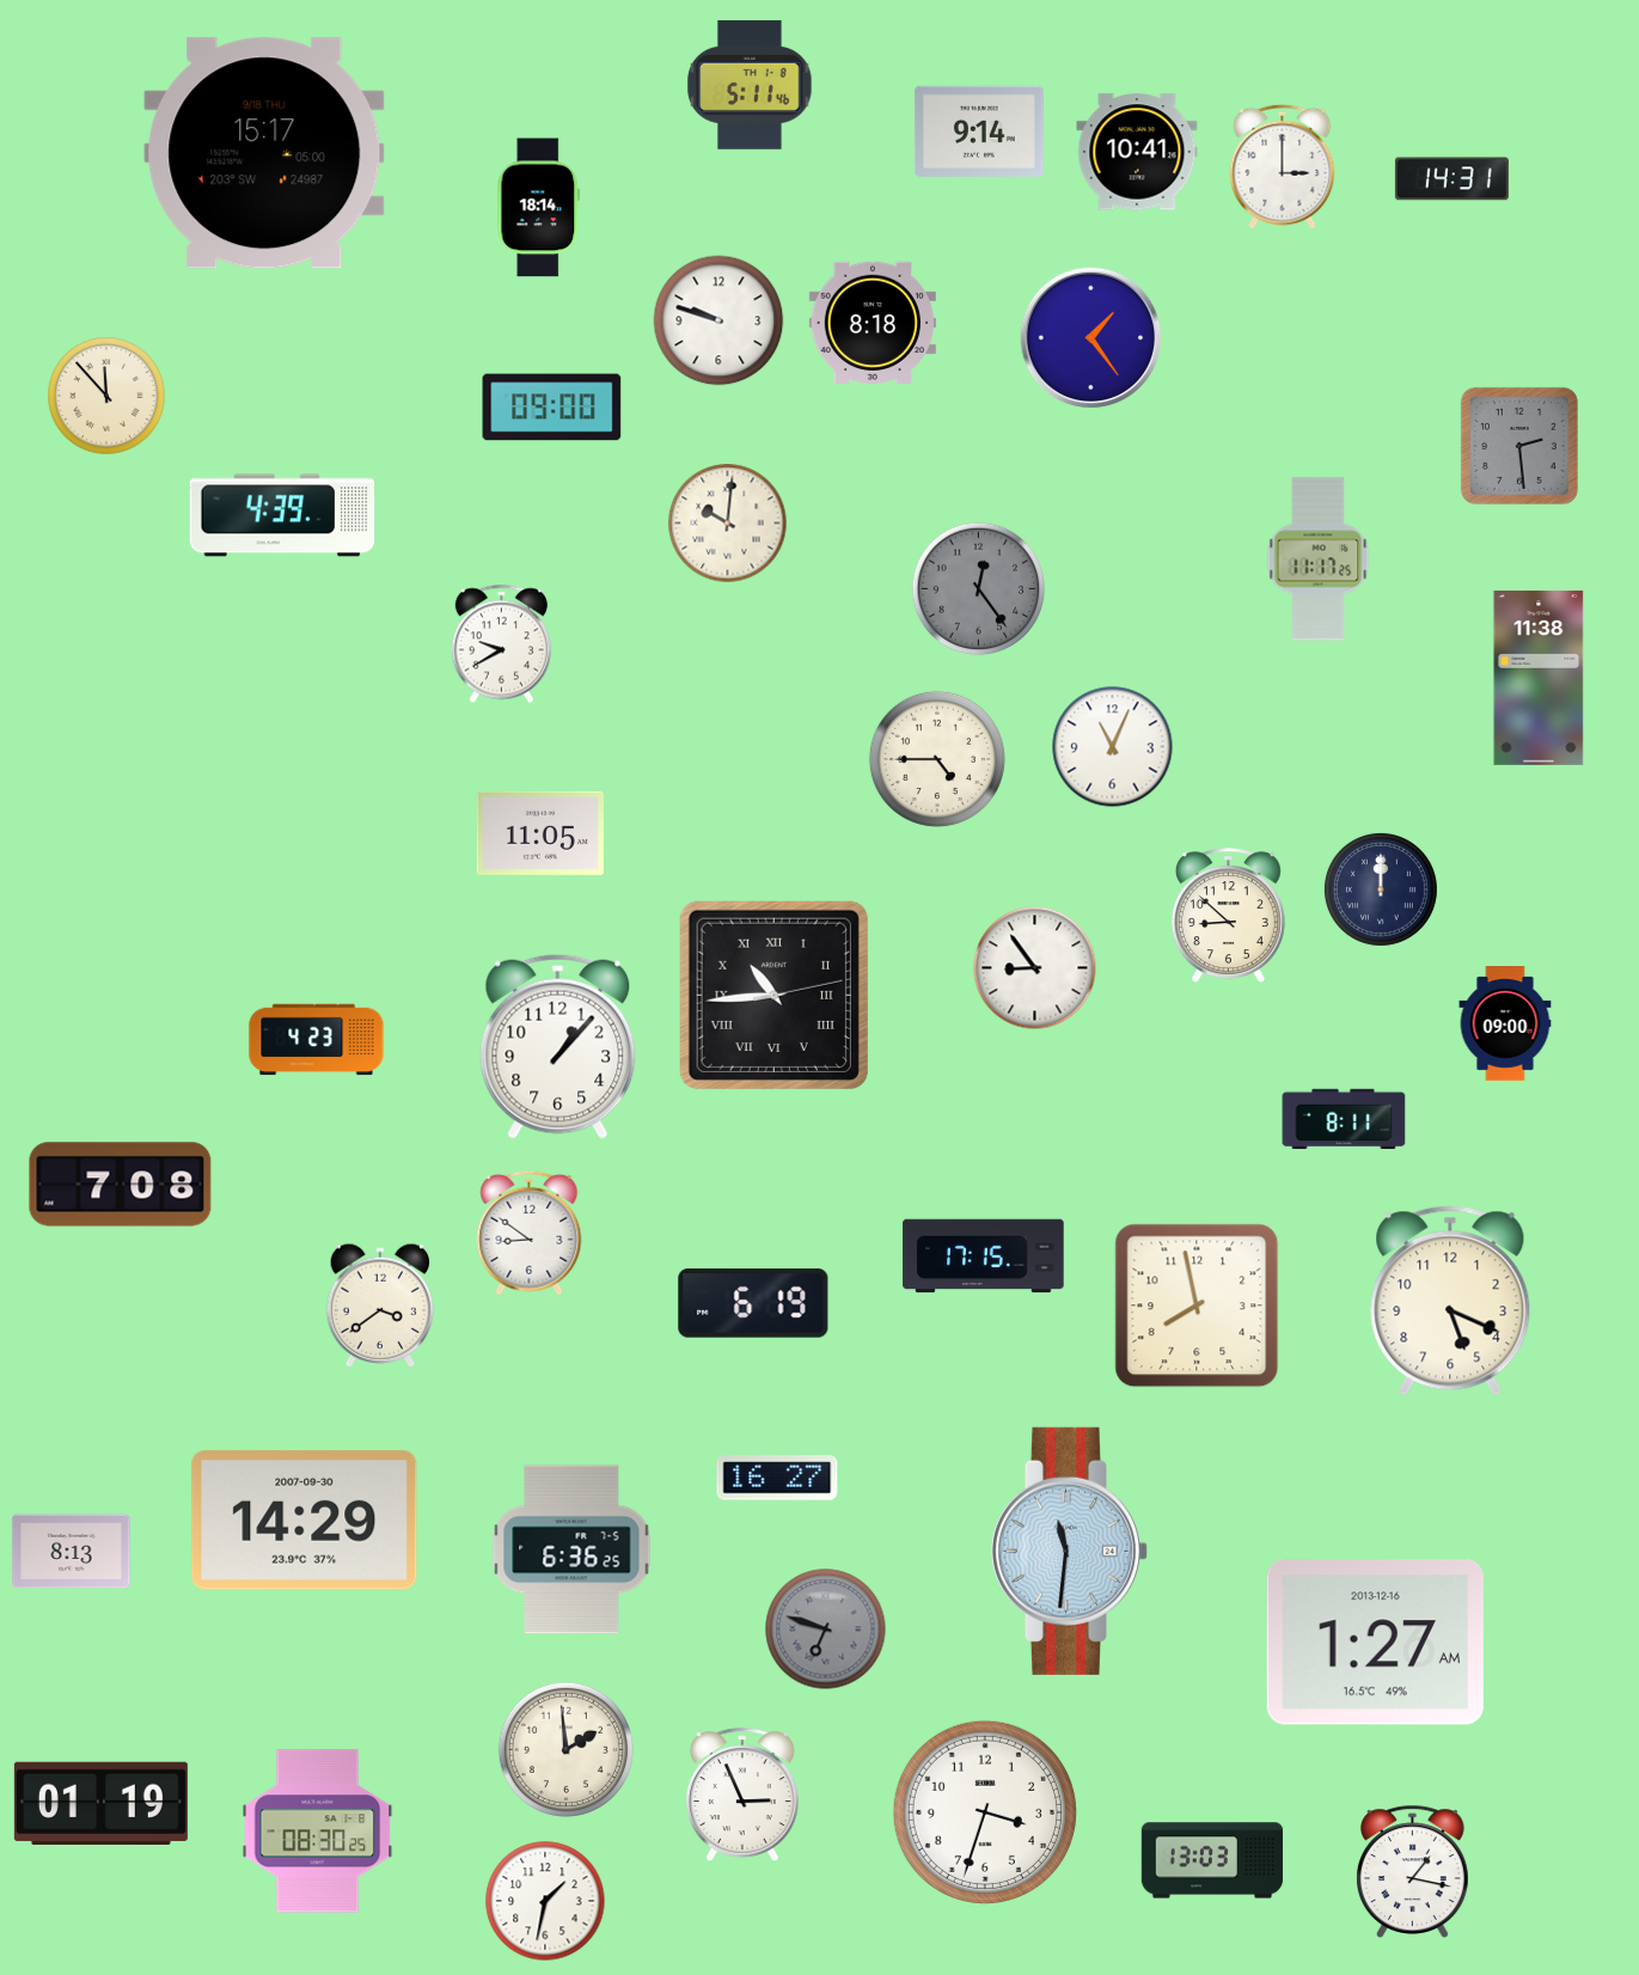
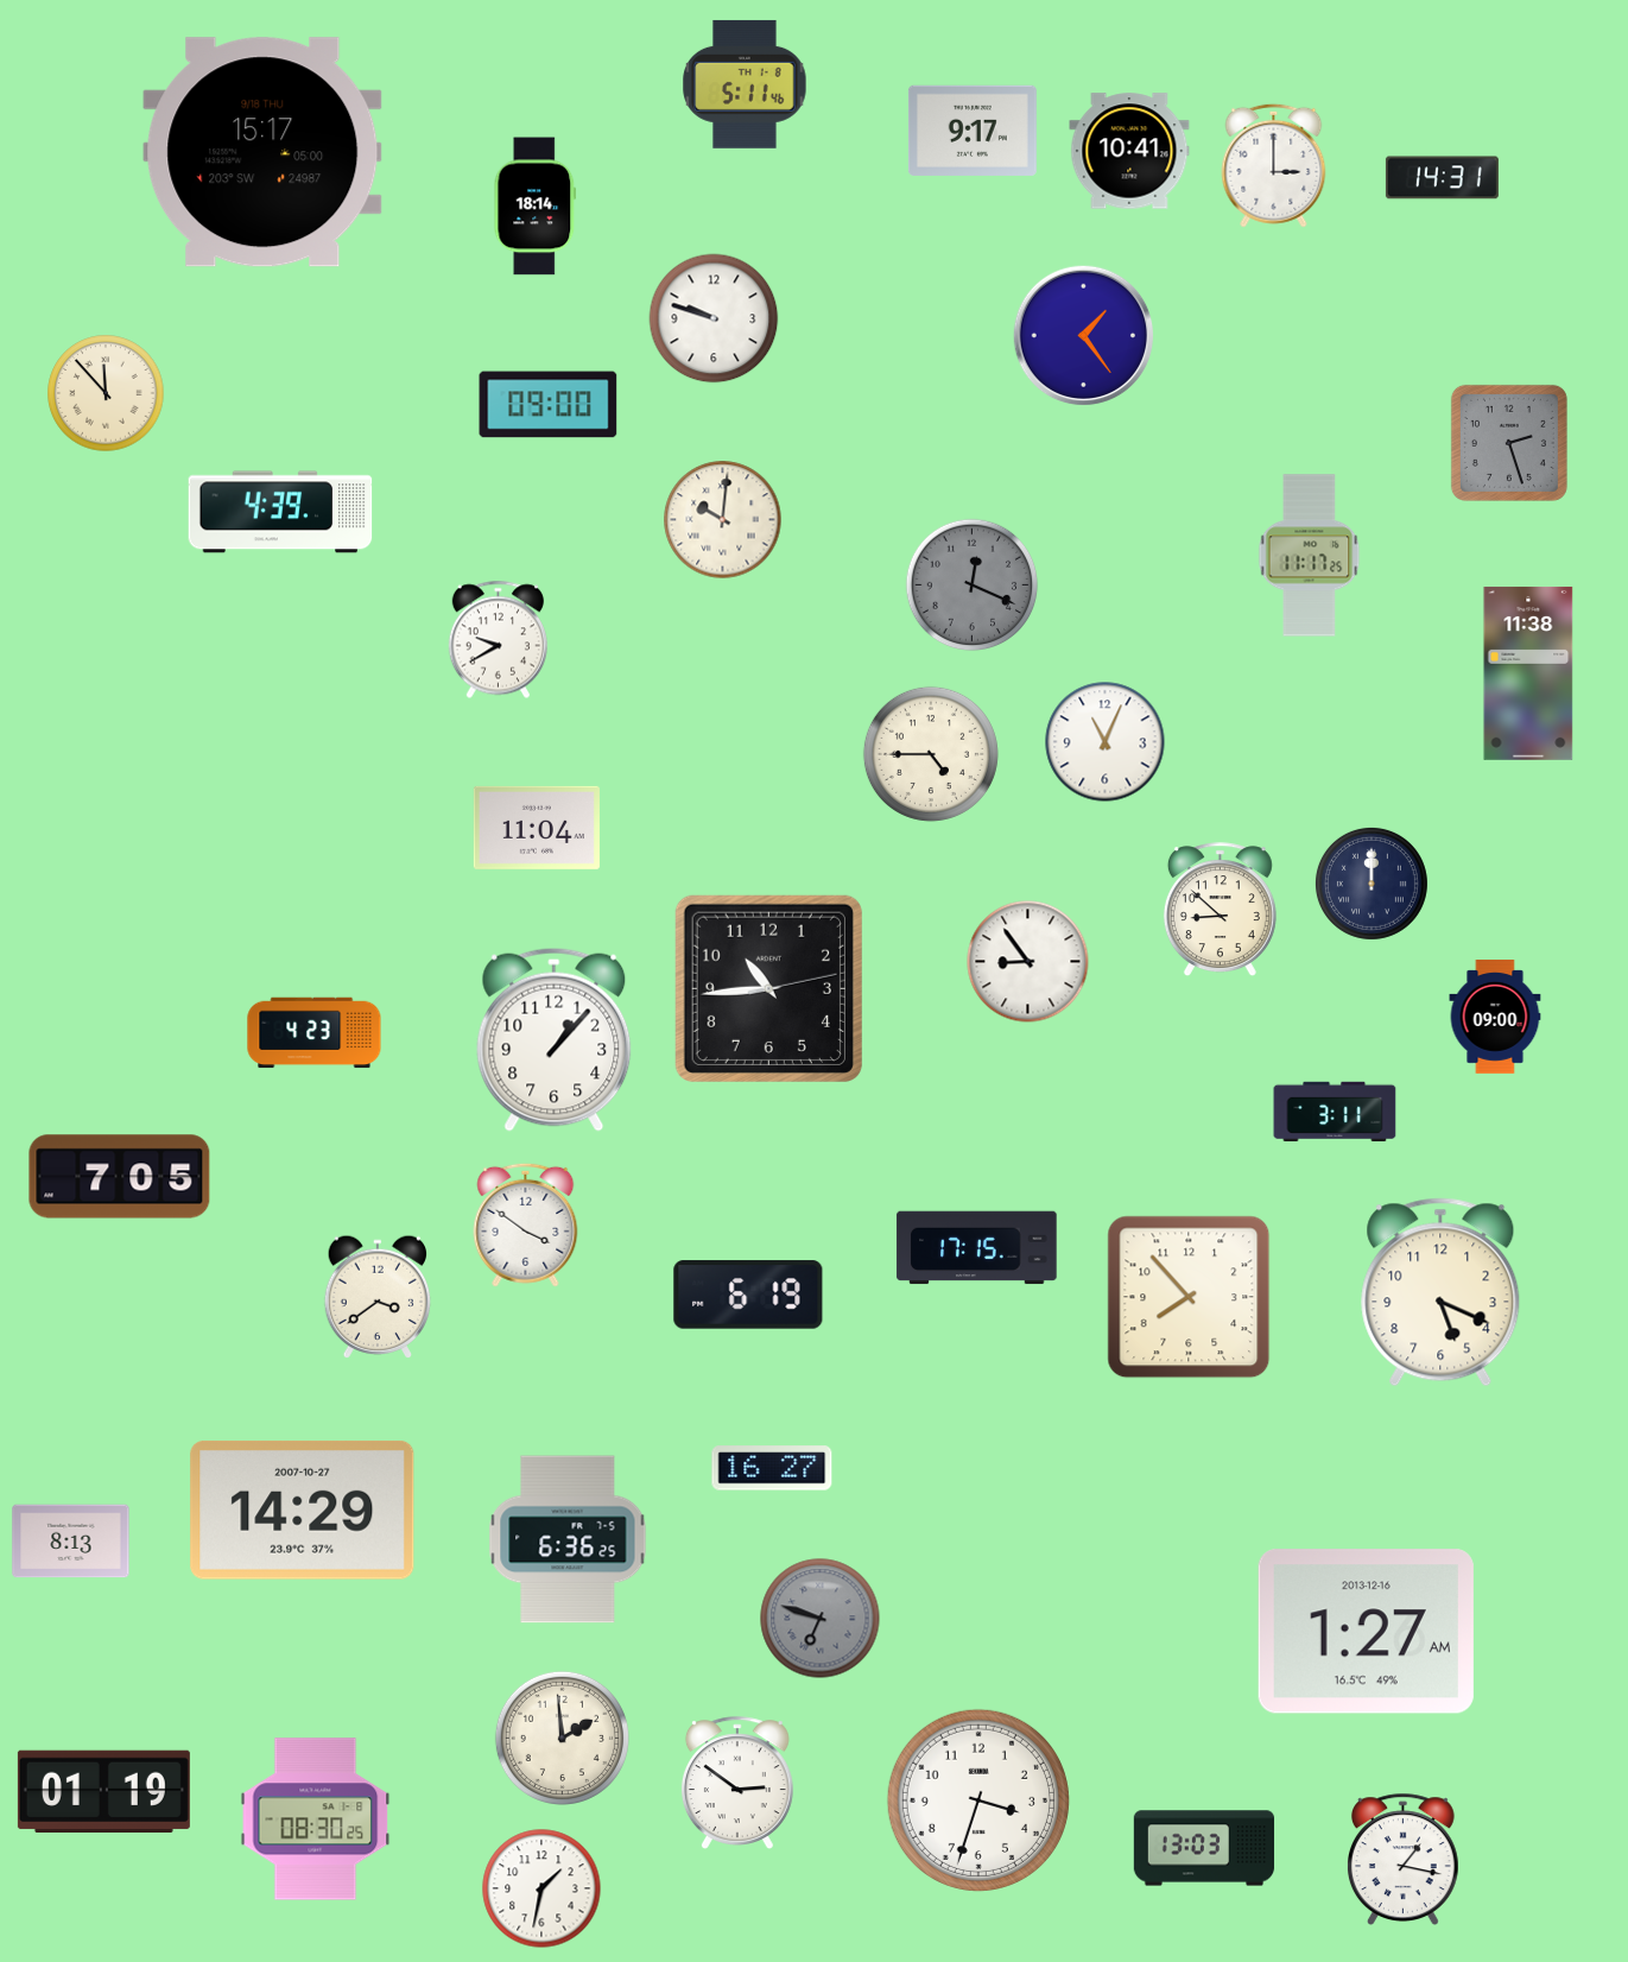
clock at (979, 132): 9:14 -> 9:17
clock at (873, 323): 8:18 -> none
clock at (1519, 446): 2:29 -> 2:27
clock at (979, 589): 12:24 -> 12:19
clock at (540, 833): 11:05 -> 11:04
clock at (773, 995) numerals: Roman -> Arabic
clock at (1344, 1119): 8:11 -> 3:11
clock at (121, 1185): 7:08 -> 7:05
clock at (530, 1233): 8:51 -> 3:51
clock at (1197, 1306): 7:58 -> 7:53
clock at (305, 1520) date: 2007-09-30 -> 2007-10-27
clock at (1069, 1551): 11:31 -> none
clock at (742, 1794): 2:56 -> 2:51
clock at (100, 1804) position: (100, 1804) -> (103, 1792)
